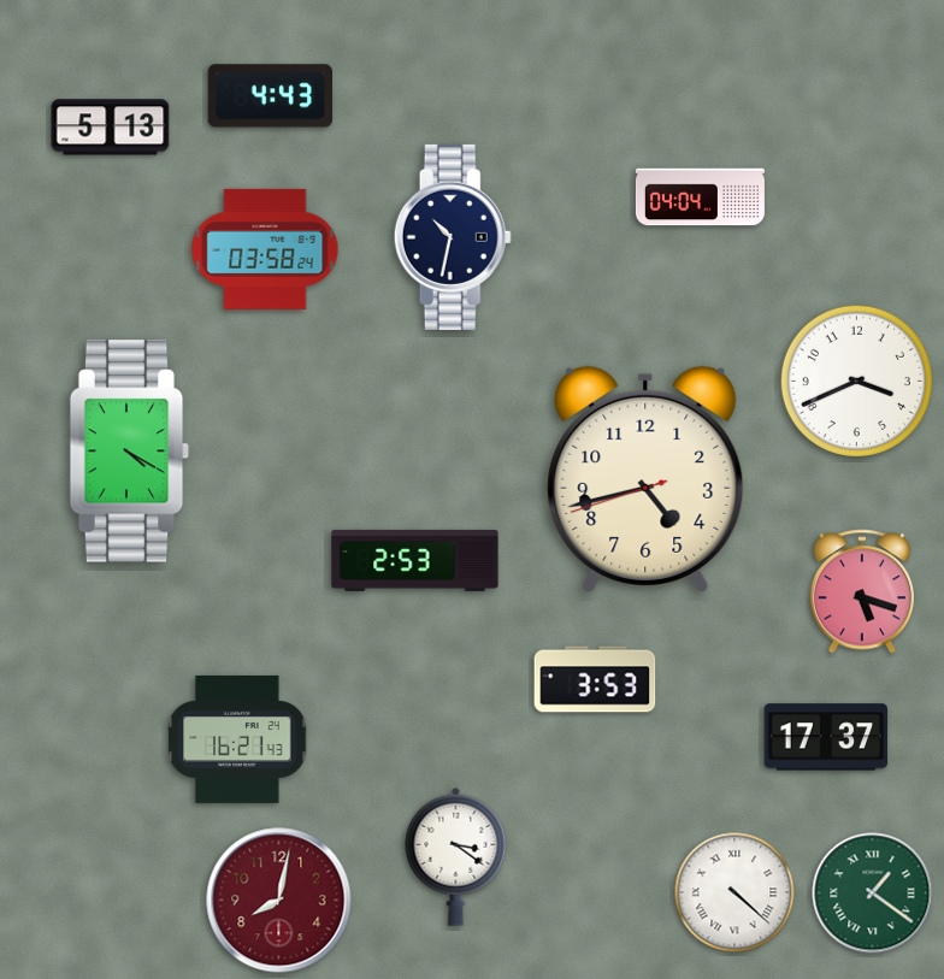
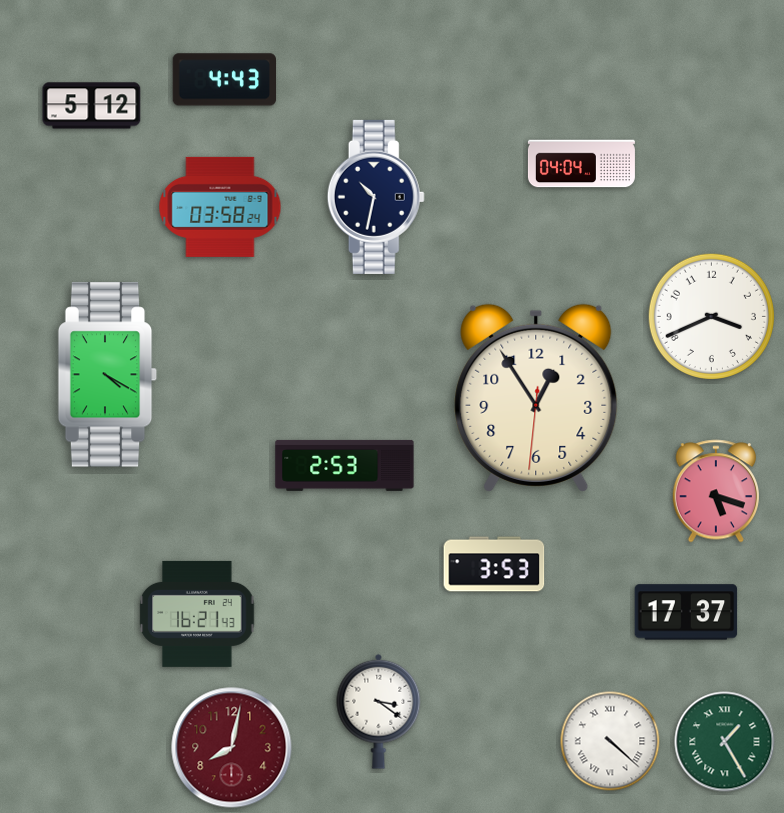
clock at (111, 128): 5:13 -> 5:12
clock at (645, 479): 4:42 -> 12:54
clock at (873, 894): 1:21 -> 1:25
